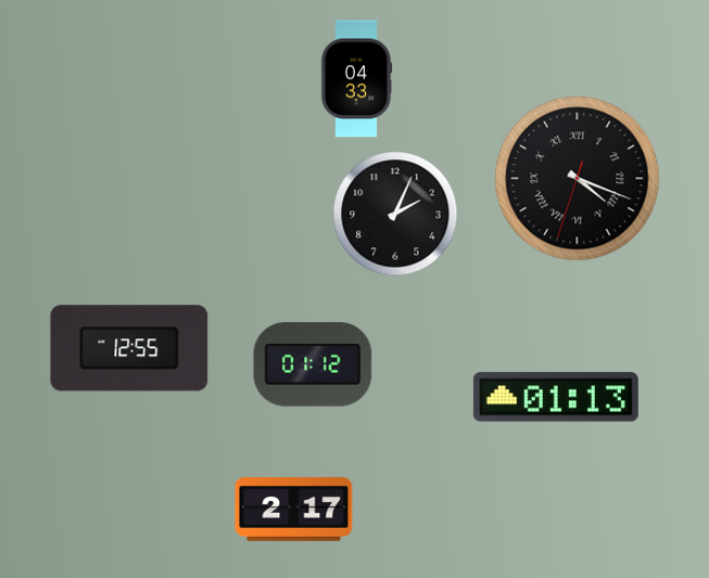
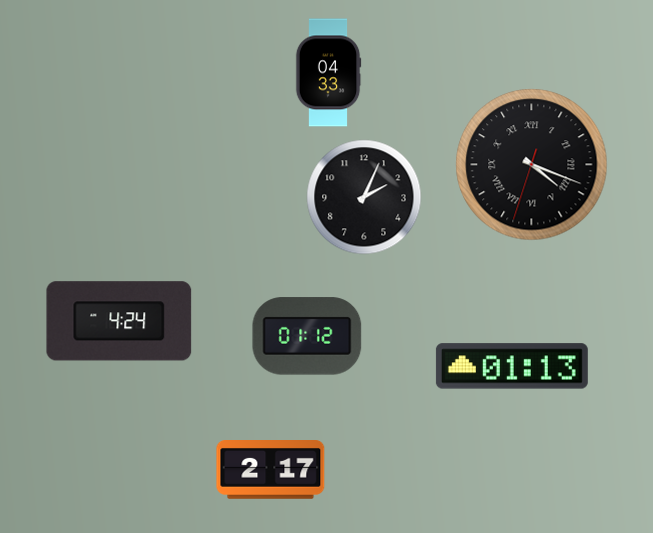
clock at (129, 348): 12:55 -> 4:24
clock at (313, 364) position: (313, 364) -> (307, 336)
